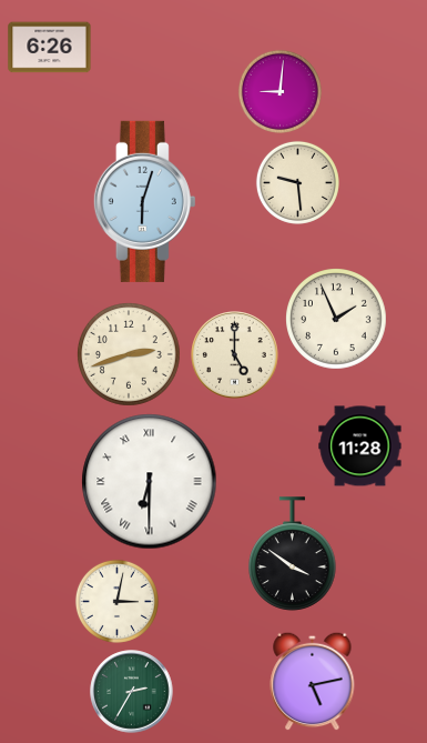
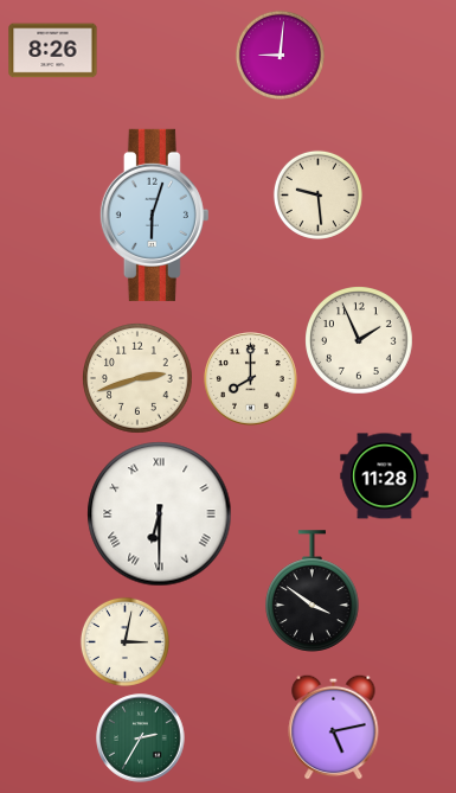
clock at (50, 48): 6:26 -> 8:26
clock at (279, 91) position: (279, 91) -> (280, 55)
clock at (235, 355): 5:00 -> 8:00
